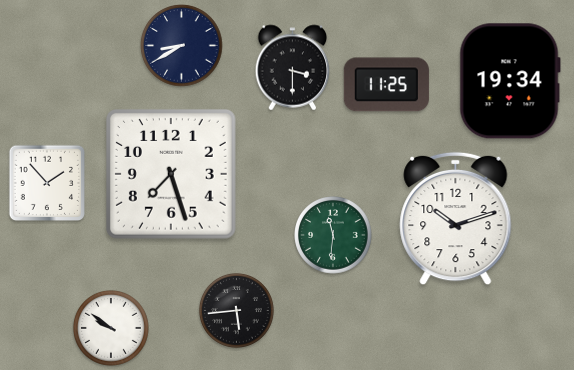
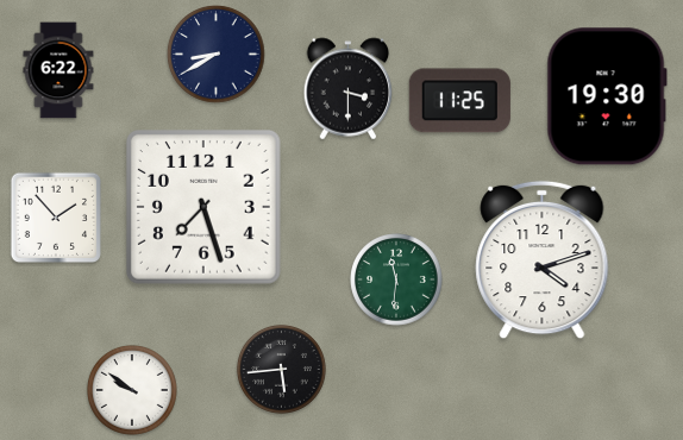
clock at (58, 70): none -> 6:22
clock at (293, 68) position: (293, 68) -> (349, 89)
clock at (510, 81): 19:34 -> 19:30
clock at (456, 219): 10:12 -> 4:12
